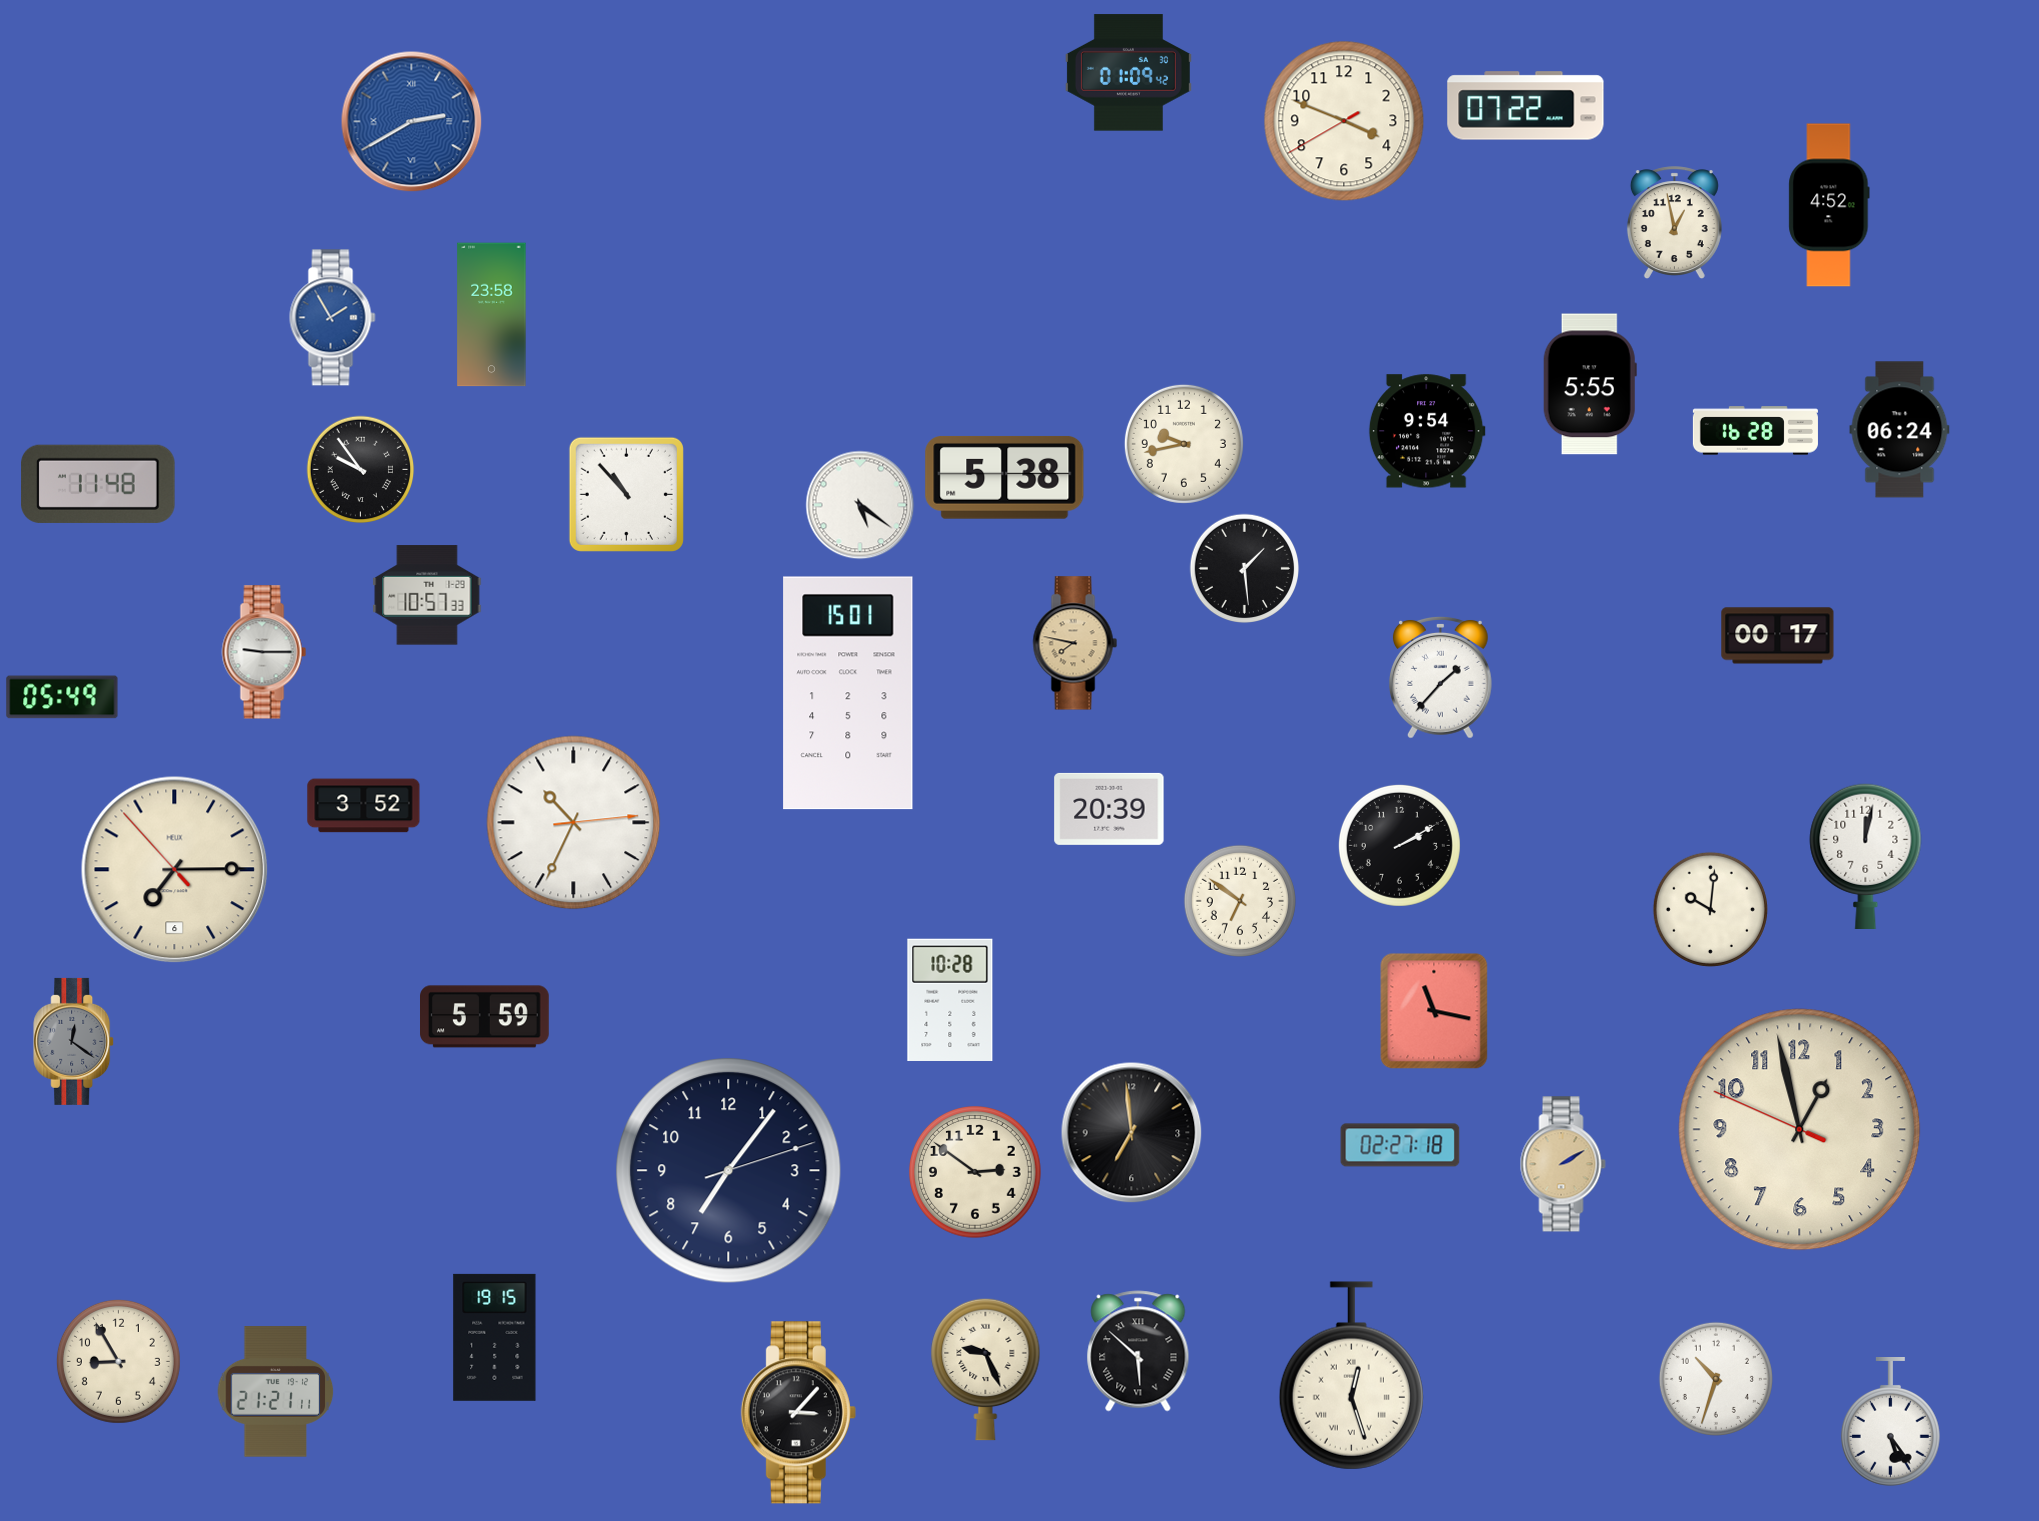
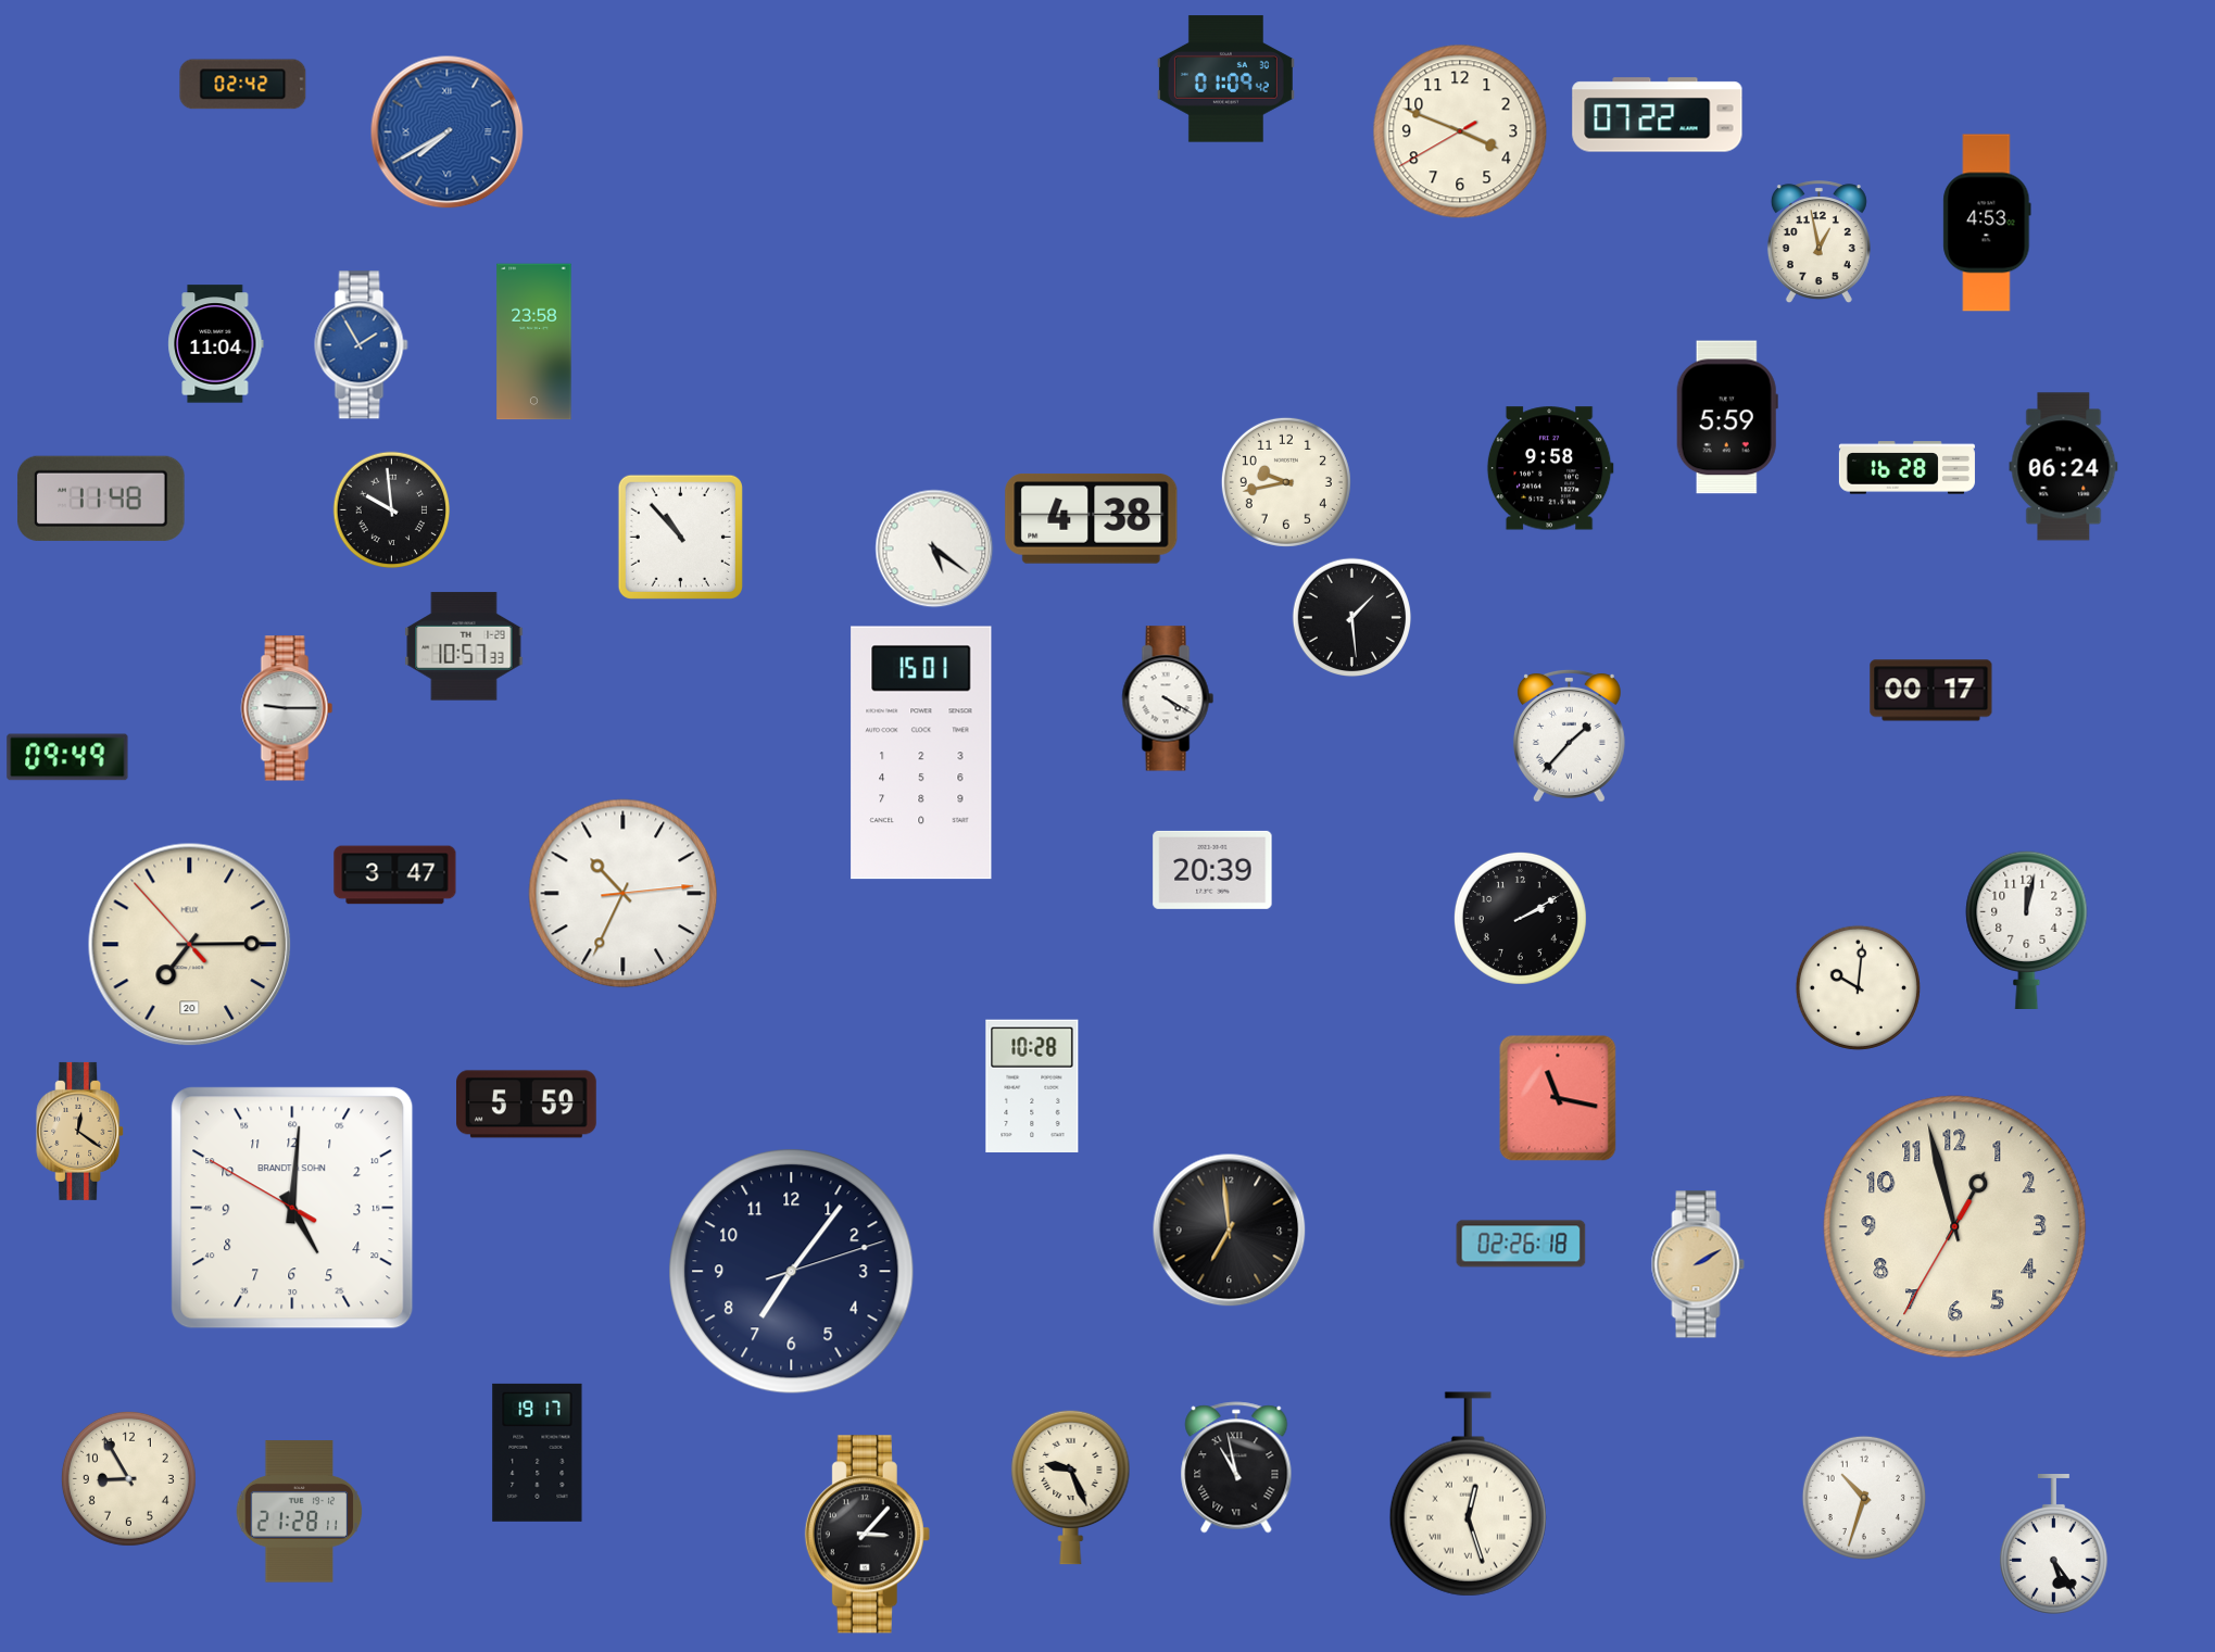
clock at (243, 85): none -> 02:42
clock at (412, 122): 2:40 -> 7:40
clock at (1829, 205): 4:52 -> 4:53
clock at (216, 344): none -> 11:04
clock at (1590, 384): 5:55 -> 5:59
clock at (1427, 431): 9:54 -> 9:58
clock at (361, 470): 9:54 -> 9:59
clock at (1005, 478): 5:38 -> 4:38
clock at (98, 484) position: (98, 484) -> (101, 499)
clock at (1075, 643): 7:47 -> 4:20
clock at (1075, 643) dial: champagne -> white
clock at (1440, 677) position: (1440, 677) -> (1569, 735)
clock at (62, 697): 05:49 -> 09:49
clock at (364, 806): 3:52 -> 3:47
clock at (1109, 809) position: (1109, 809) -> (1212, 870)
clock at (175, 870) date: 6 -> 20
clock at (1240, 901): 6:51 -> none
clock at (74, 1041) dial: grey -> champagne
clock at (292, 1208): none -> 5:00
clock at (1800, 1130): 12:57:49 -> 12:57:35
clock at (1400, 1145): 02:27 -> 02:26
clock at (976, 1173): 2:51 -> none
clock at (495, 1337): 19:15 -> 19:17
clock at (1138, 1351): 5:52 -> 10:58
clock at (276, 1392): 21:21 -> 21:28
